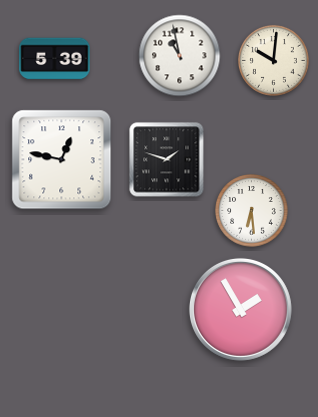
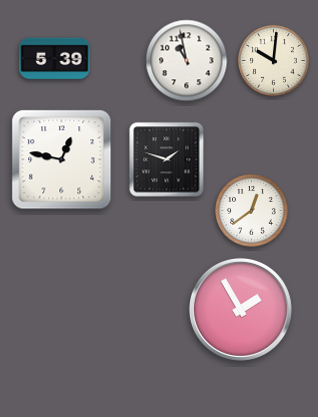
clock at (180, 56) position: (180, 56) -> (187, 61)
clock at (252, 211): 6:29 -> 12:39
